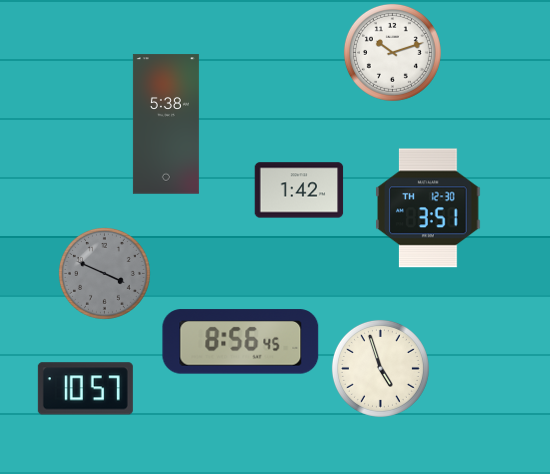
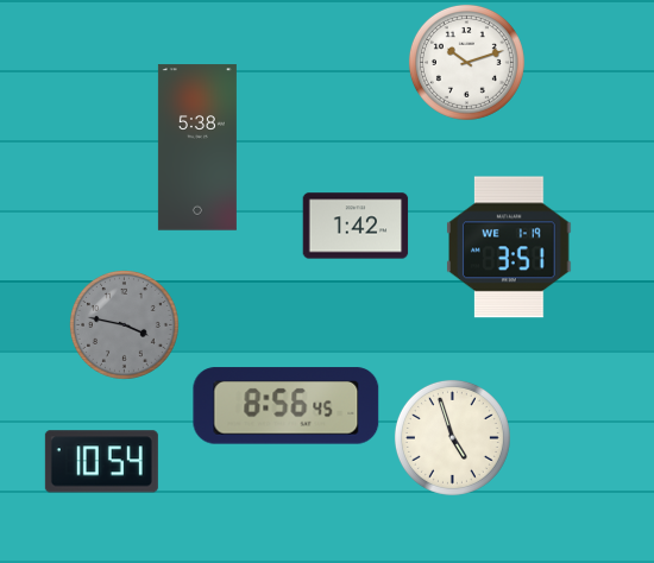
clock at (428, 208) date: TH 12-30 -> WE 1-19
clock at (104, 273): 3:49 -> 3:47
clock at (85, 389): 10:57 -> 10:54
